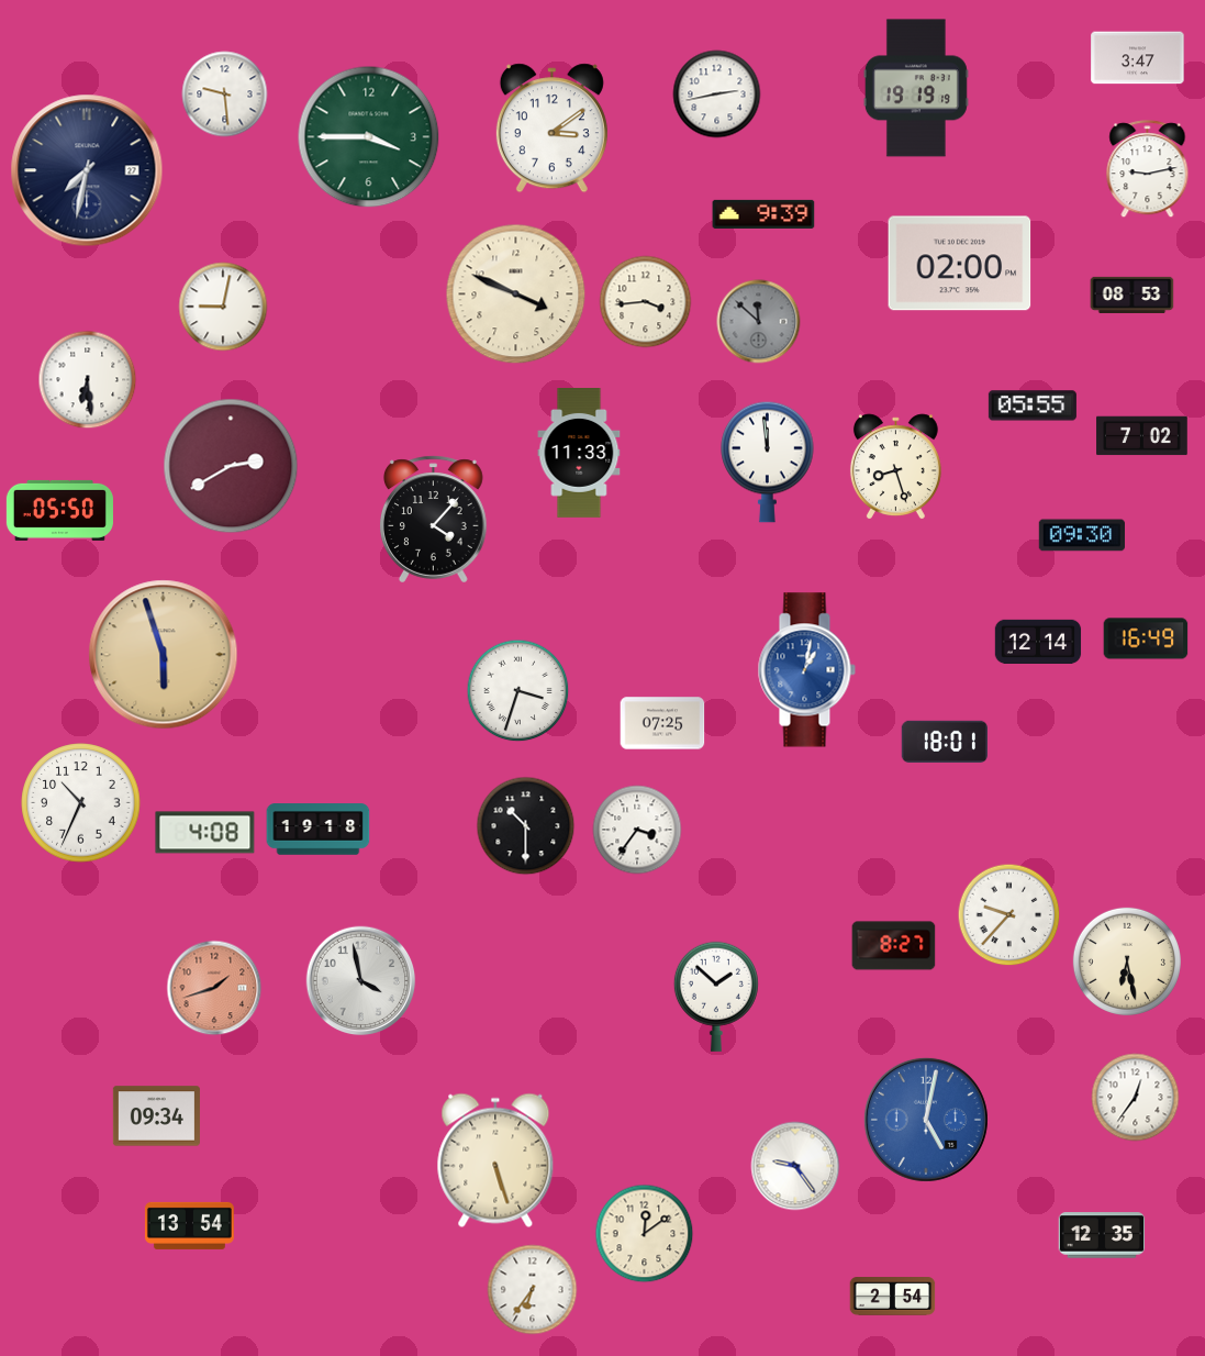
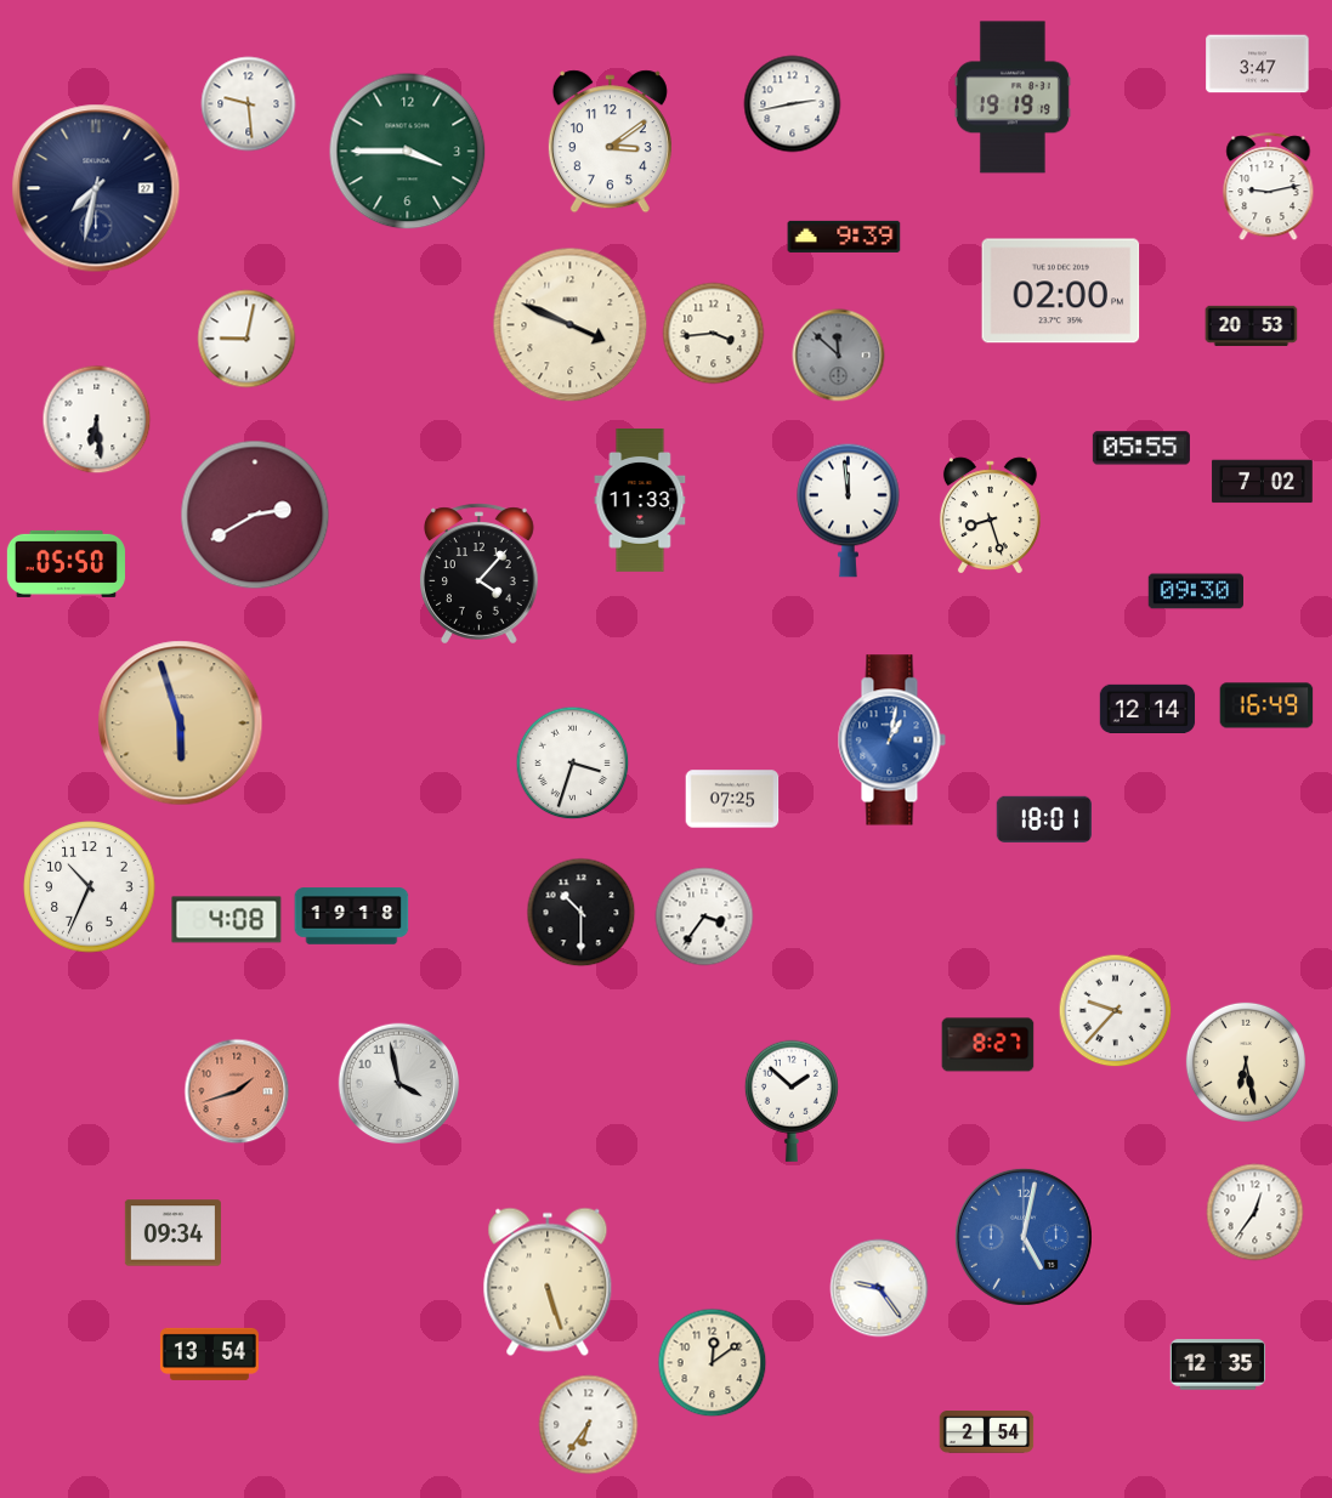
clock at (1133, 294): 08:53 -> 20:53
